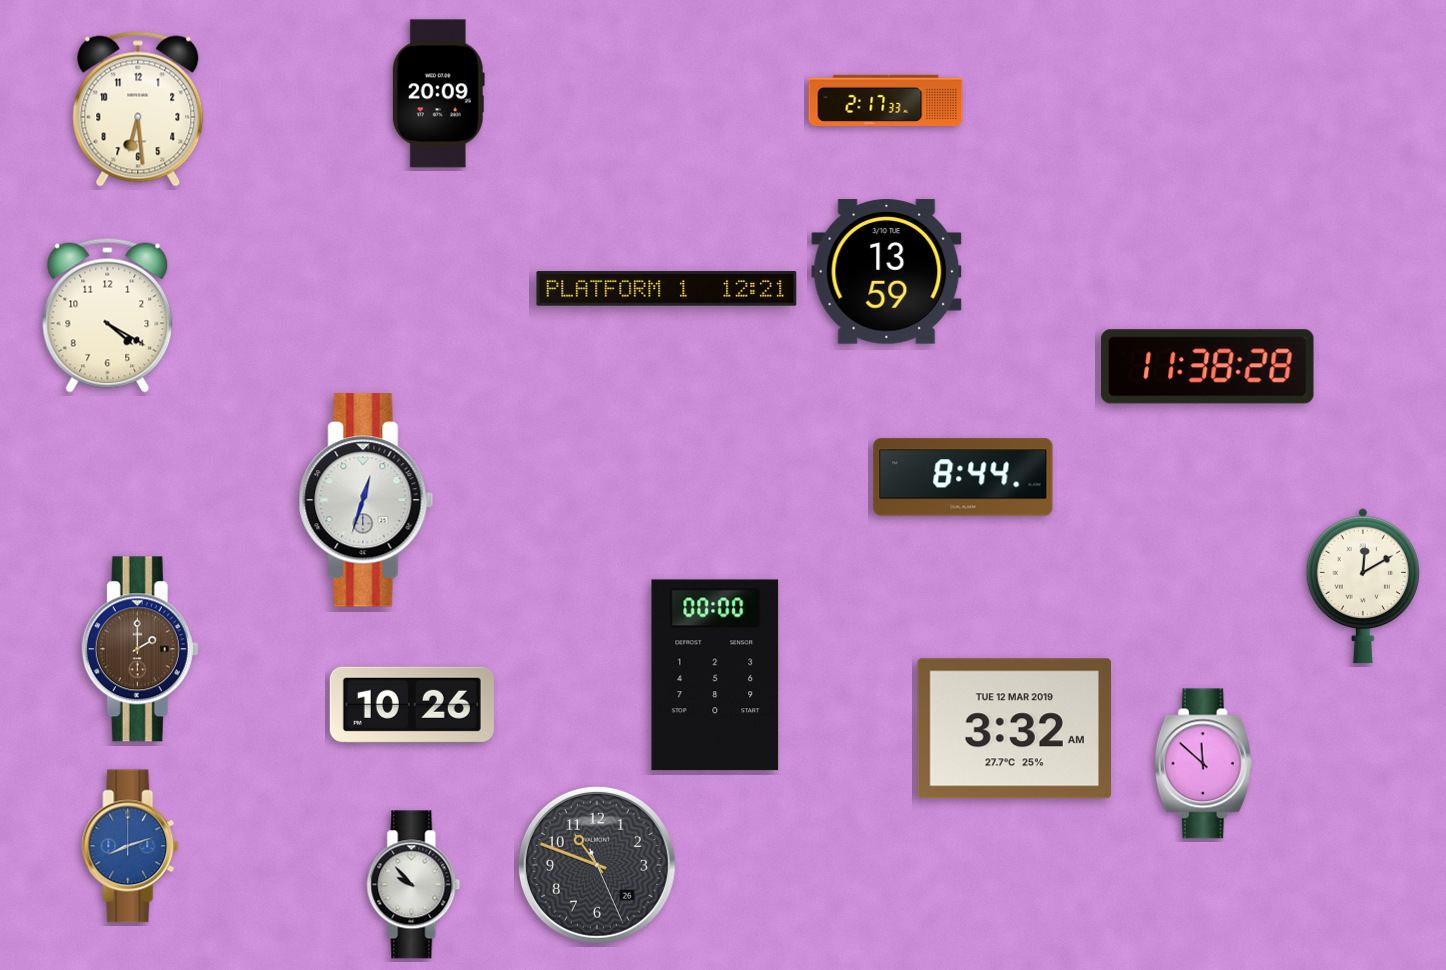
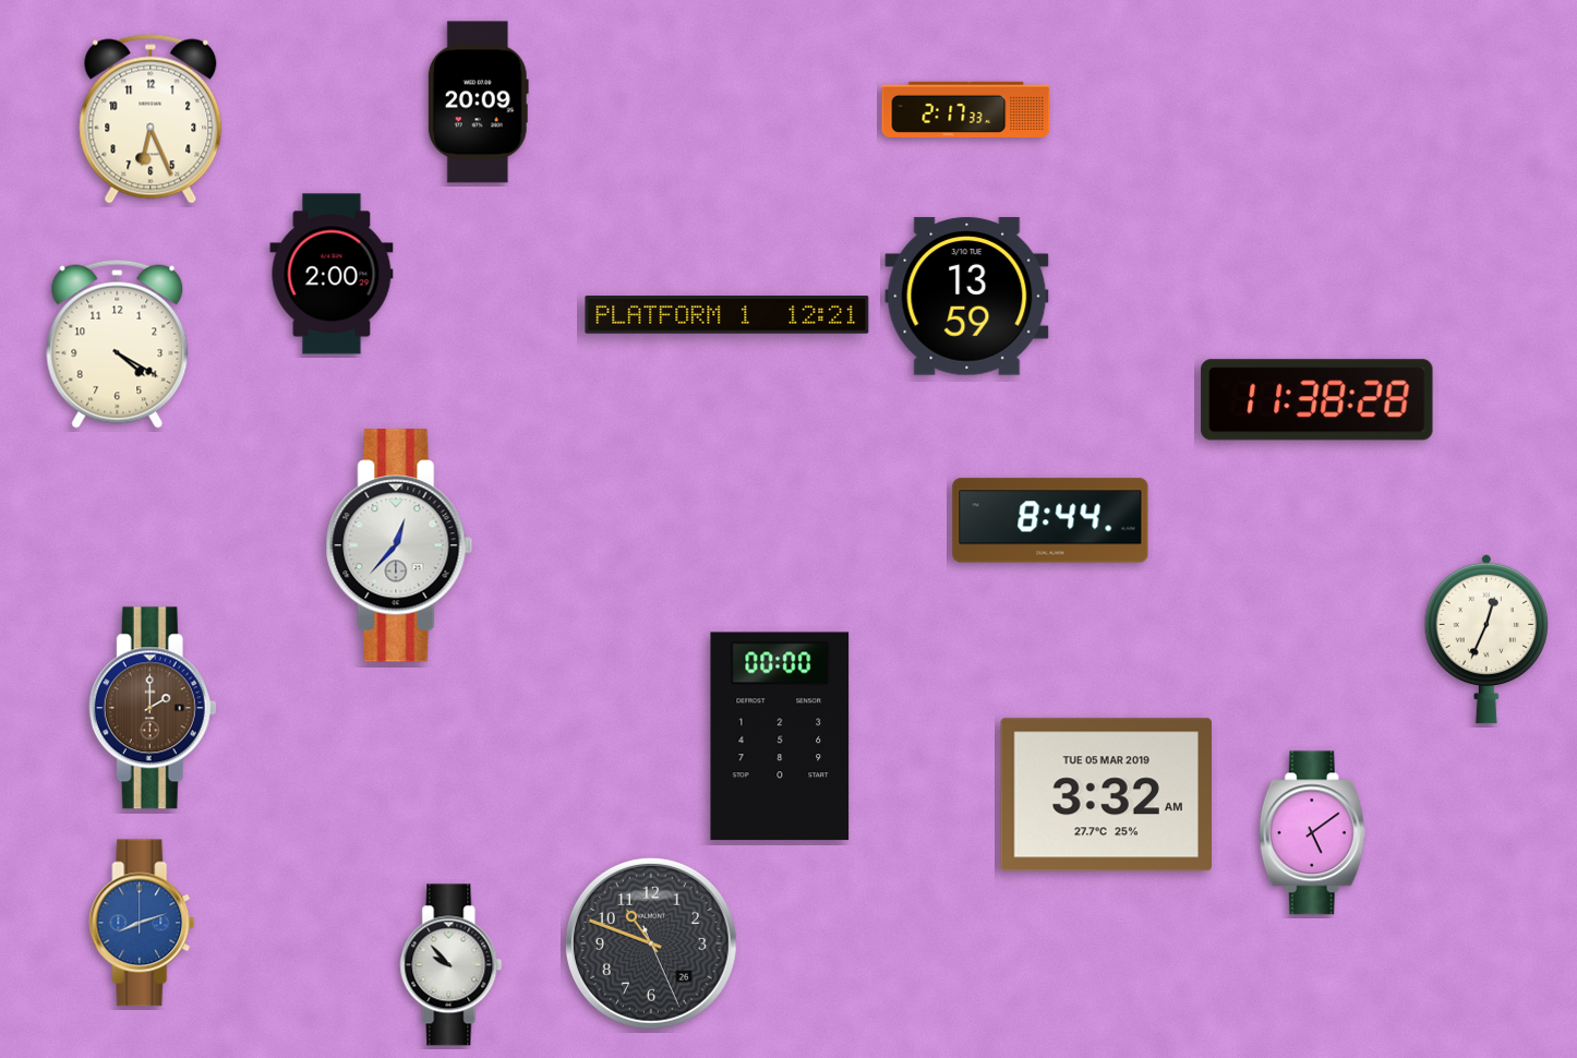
clock at (138, 109): 6:29 -> 6:26
clock at (332, 274): none -> 2:00
clock at (366, 500): 12:33 -> 12:37
clock at (1362, 586): 12:10 -> 12:34
clock at (412, 705): 10:26 -> none
clock at (1014, 729) date: TUE 12 MAR 2019 -> TUE 05 MAR 2019
clock at (1203, 764): 11:52 -> 5:09
